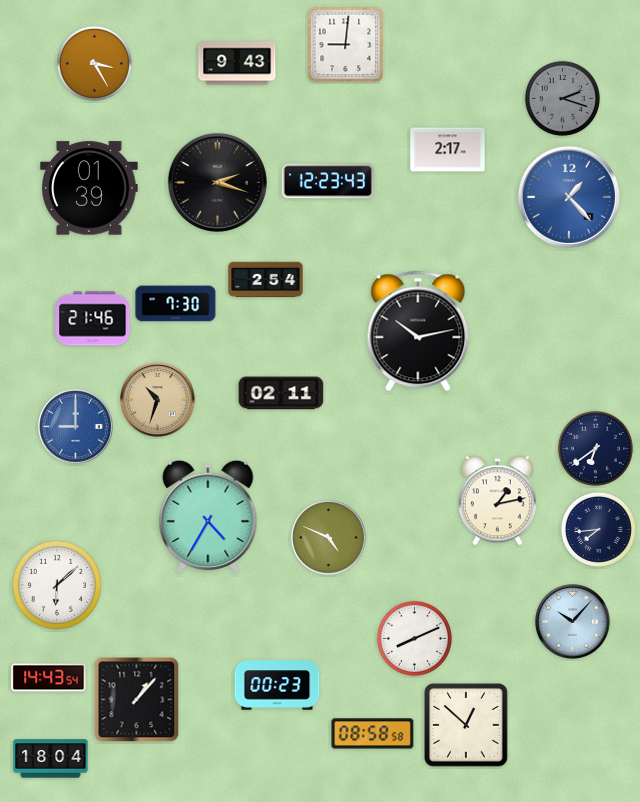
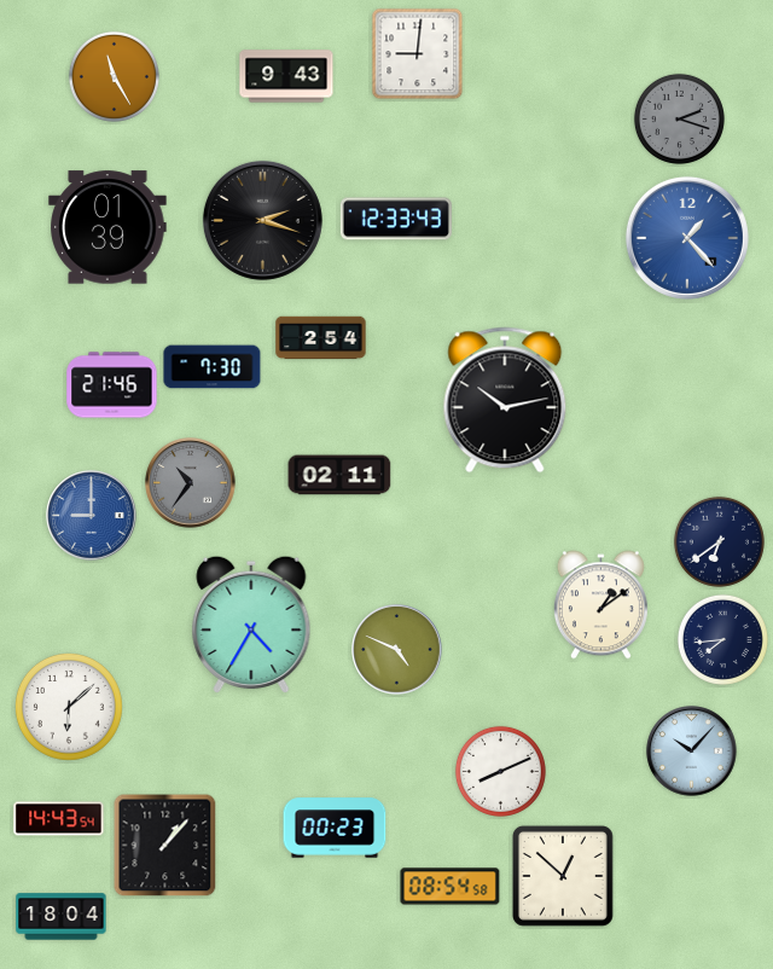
clock at (94, 63): 3:25 -> 11:25
clock at (448, 150): 2:17 -> none
clock at (328, 181): 12:23 -> 12:33
clock at (158, 400): 10:33 -> 10:36
clock at (158, 400) dial: champagne -> grey
clock at (497, 501): 1:13 -> 1:09
clock at (373, 734): 08:58 -> 08:54
